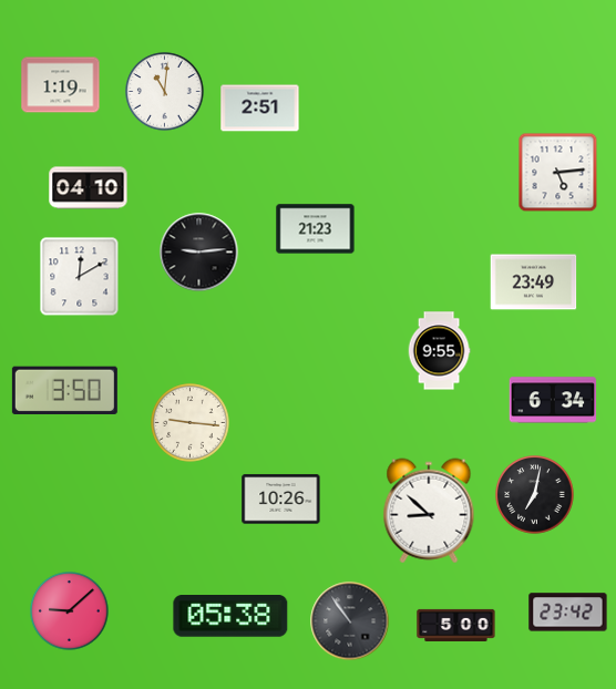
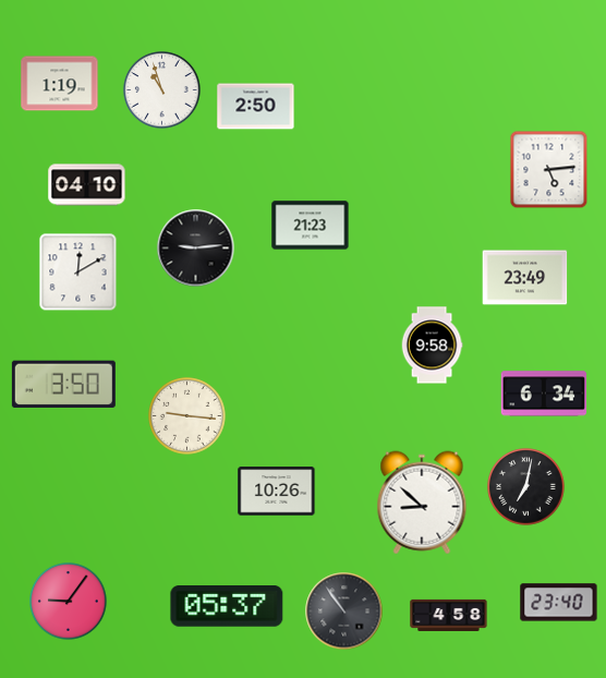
clock at (165, 92): 11:01 -> 10:57
clock at (260, 109): 2:51 -> 2:50
clock at (439, 351): 9:55 -> 9:58
clock at (70, 611): 9:08 -> 9:06
clock at (568, 613): 23:42 -> 23:40
clock at (230, 617): 05:38 -> 05:37
clock at (456, 625): 5:00 -> 4:58
